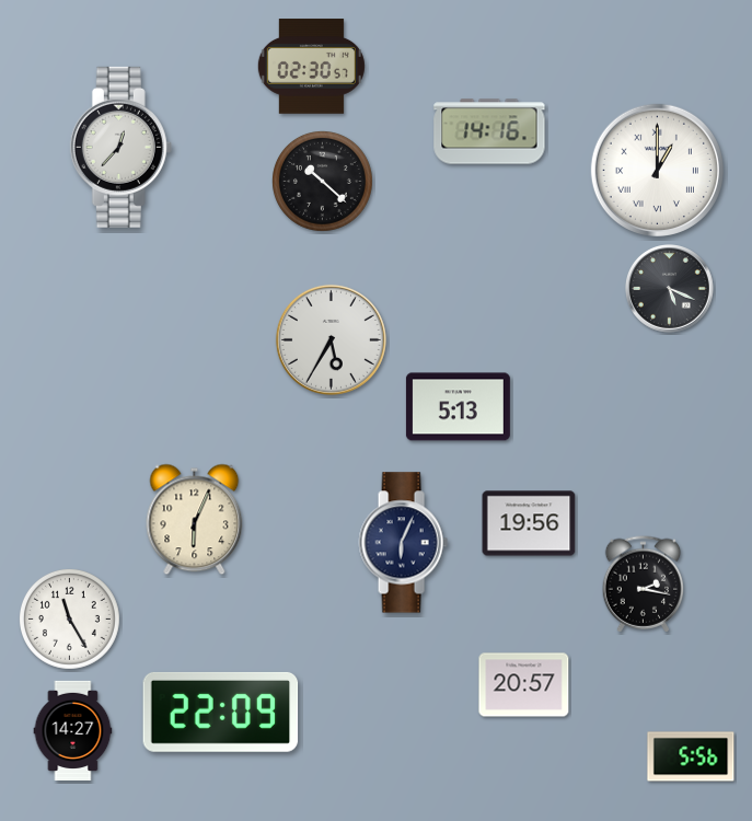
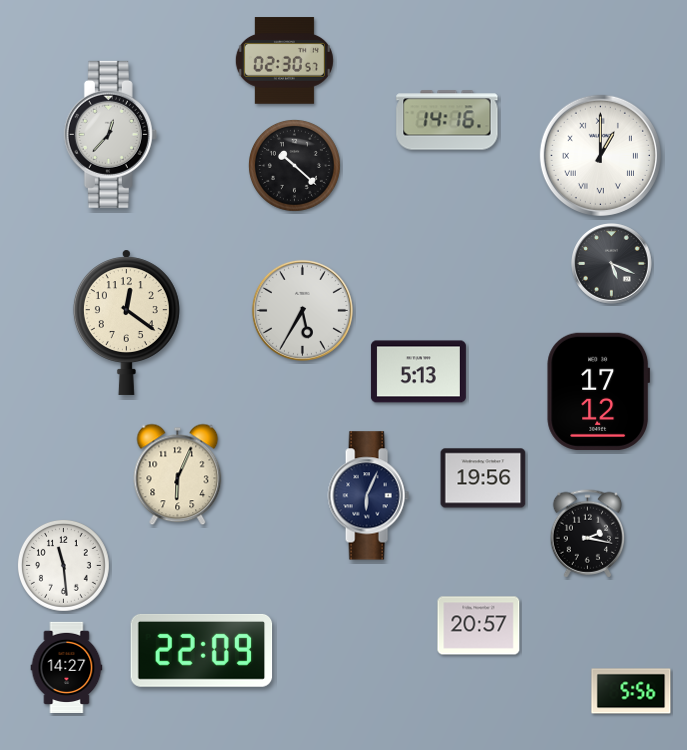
clock at (126, 322): none -> 12:21
clock at (599, 391): none -> 17:12
clock at (69, 618): 11:25 -> 11:29
